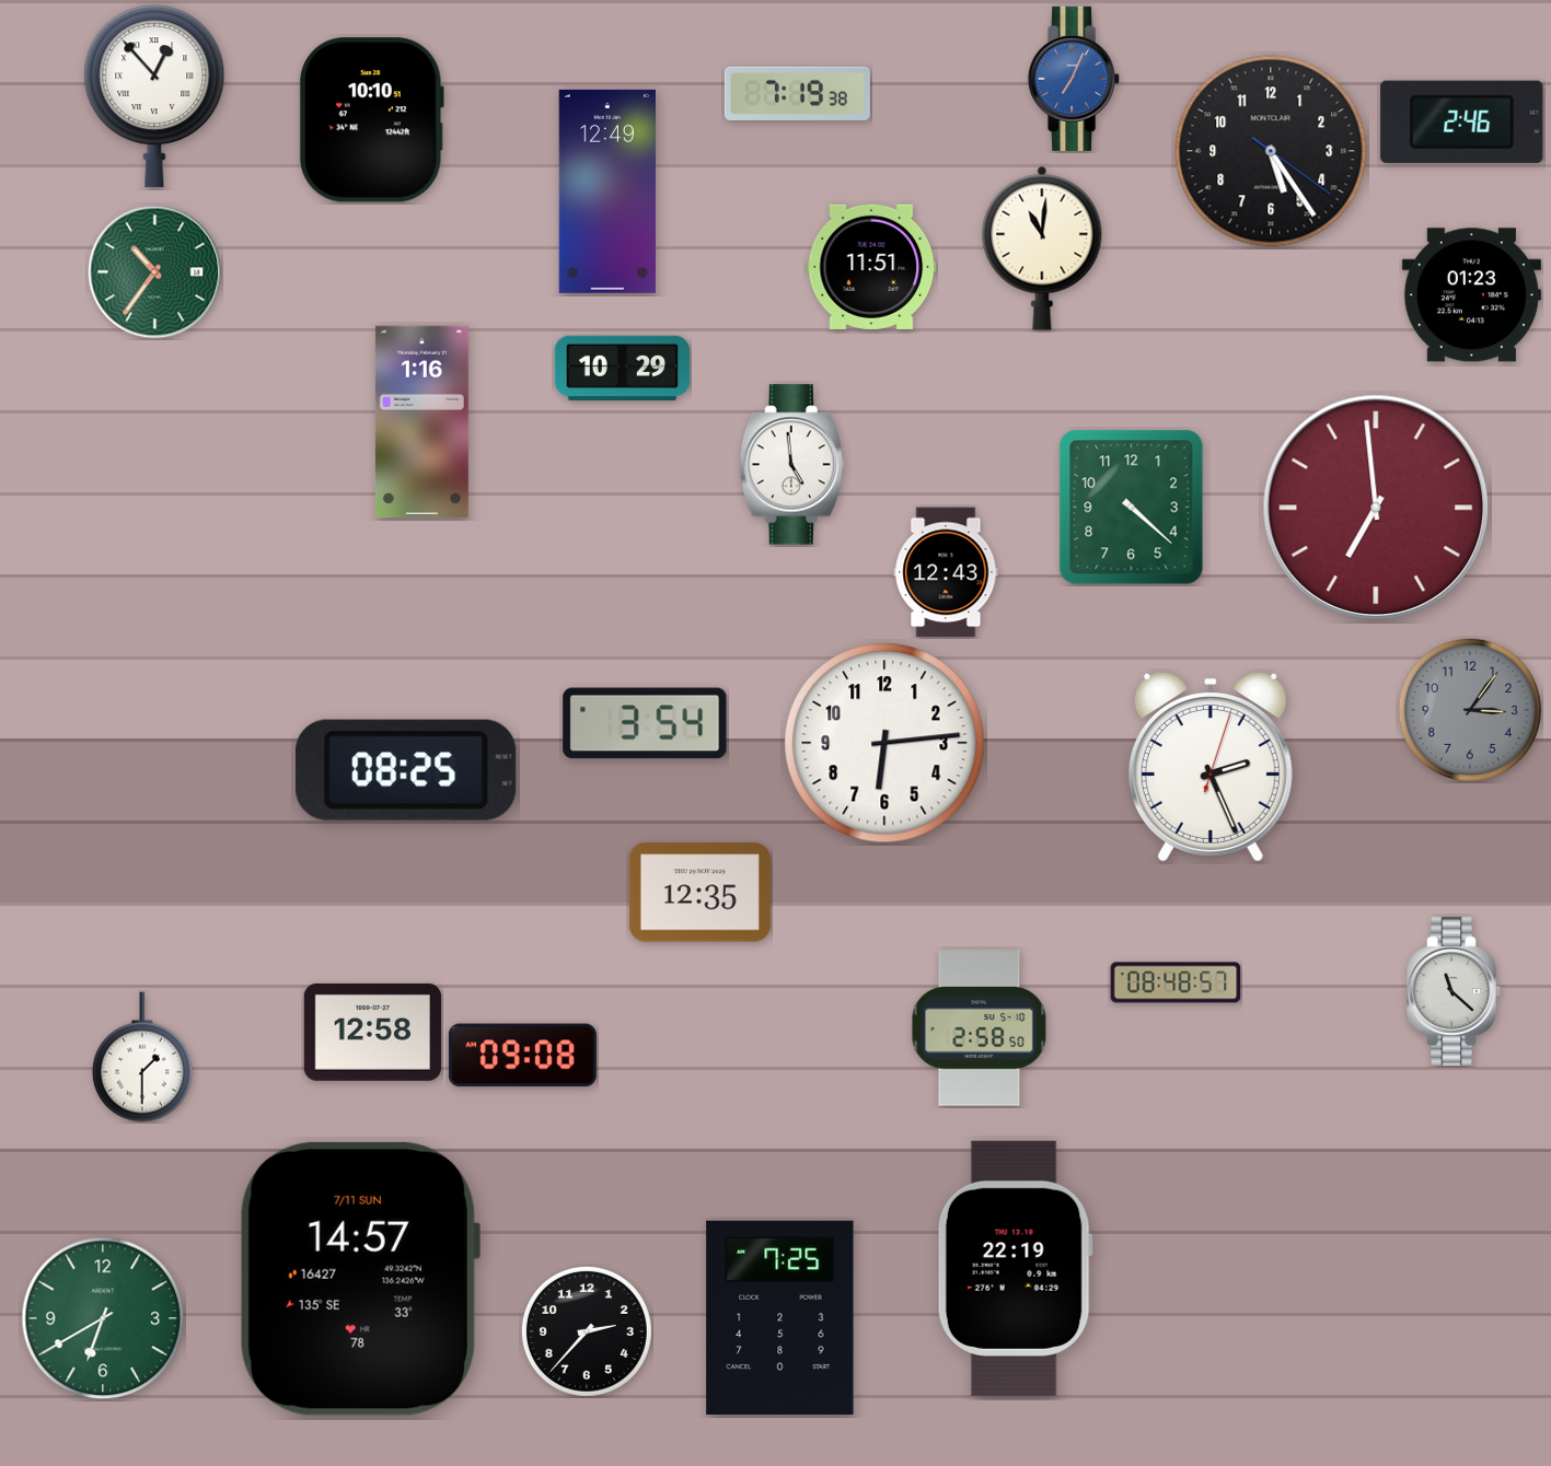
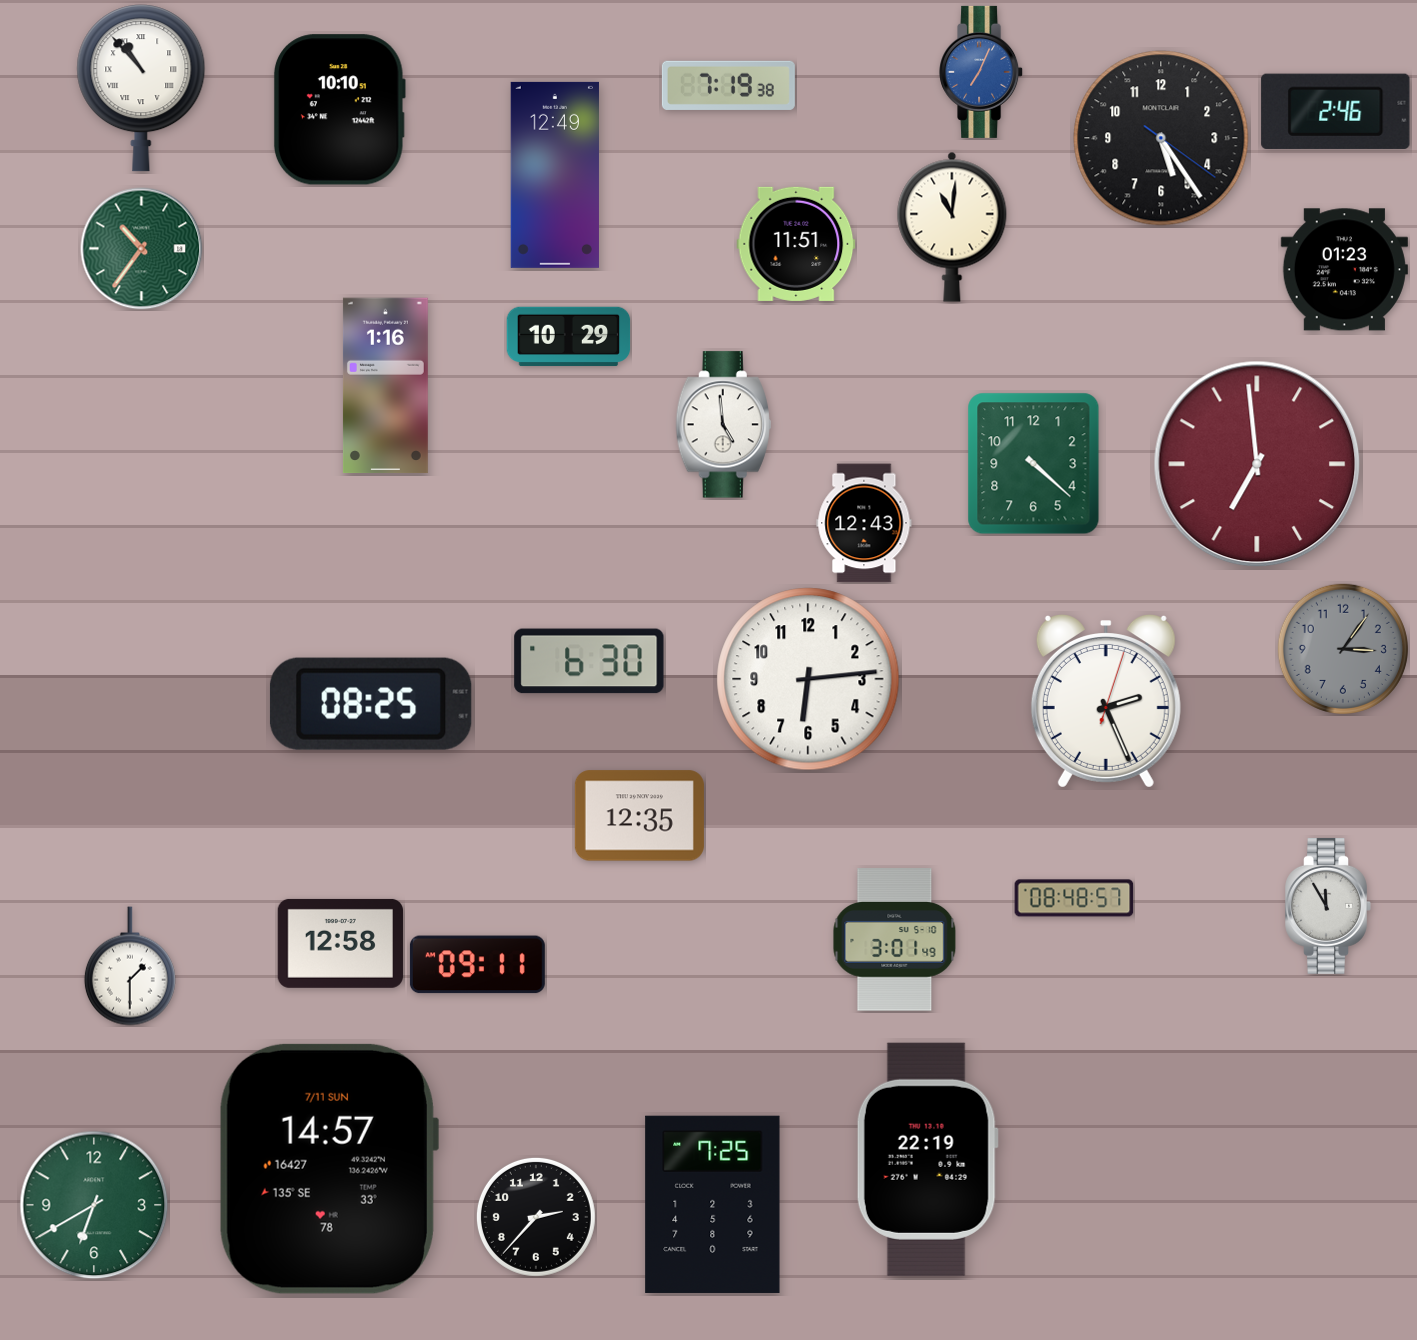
clock at (154, 96): 12:53 -> 10:53
clock at (645, 723): 3:54 -> 6:30
clock at (1454, 991): 11:22 -> 11:55
clock at (980, 1028): 2:58 -> 3:01
clock at (522, 1056): 09:08 -> 09:11
